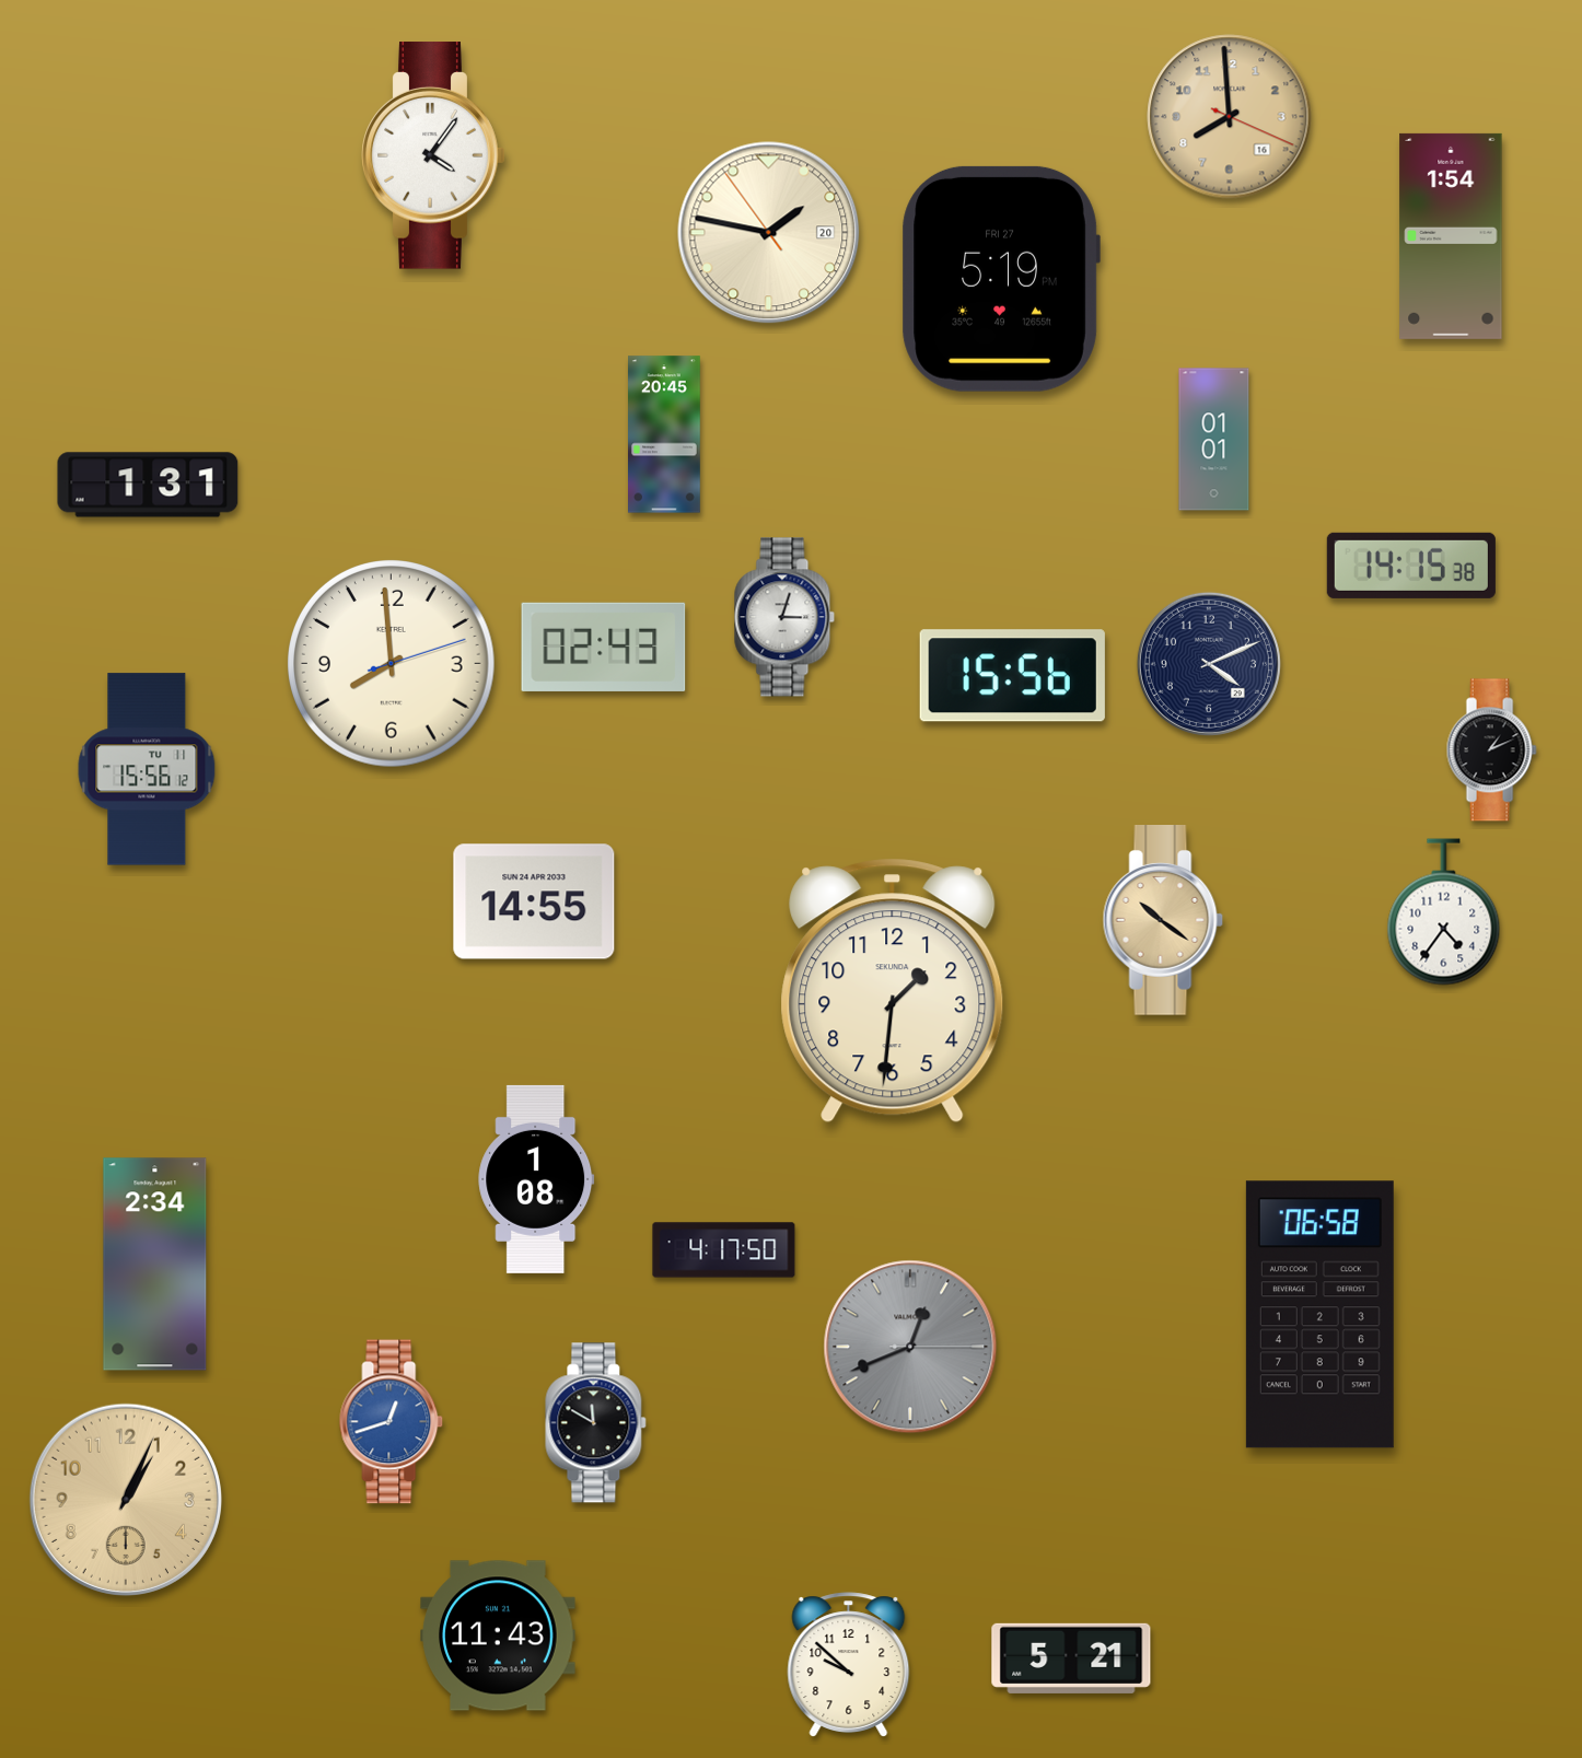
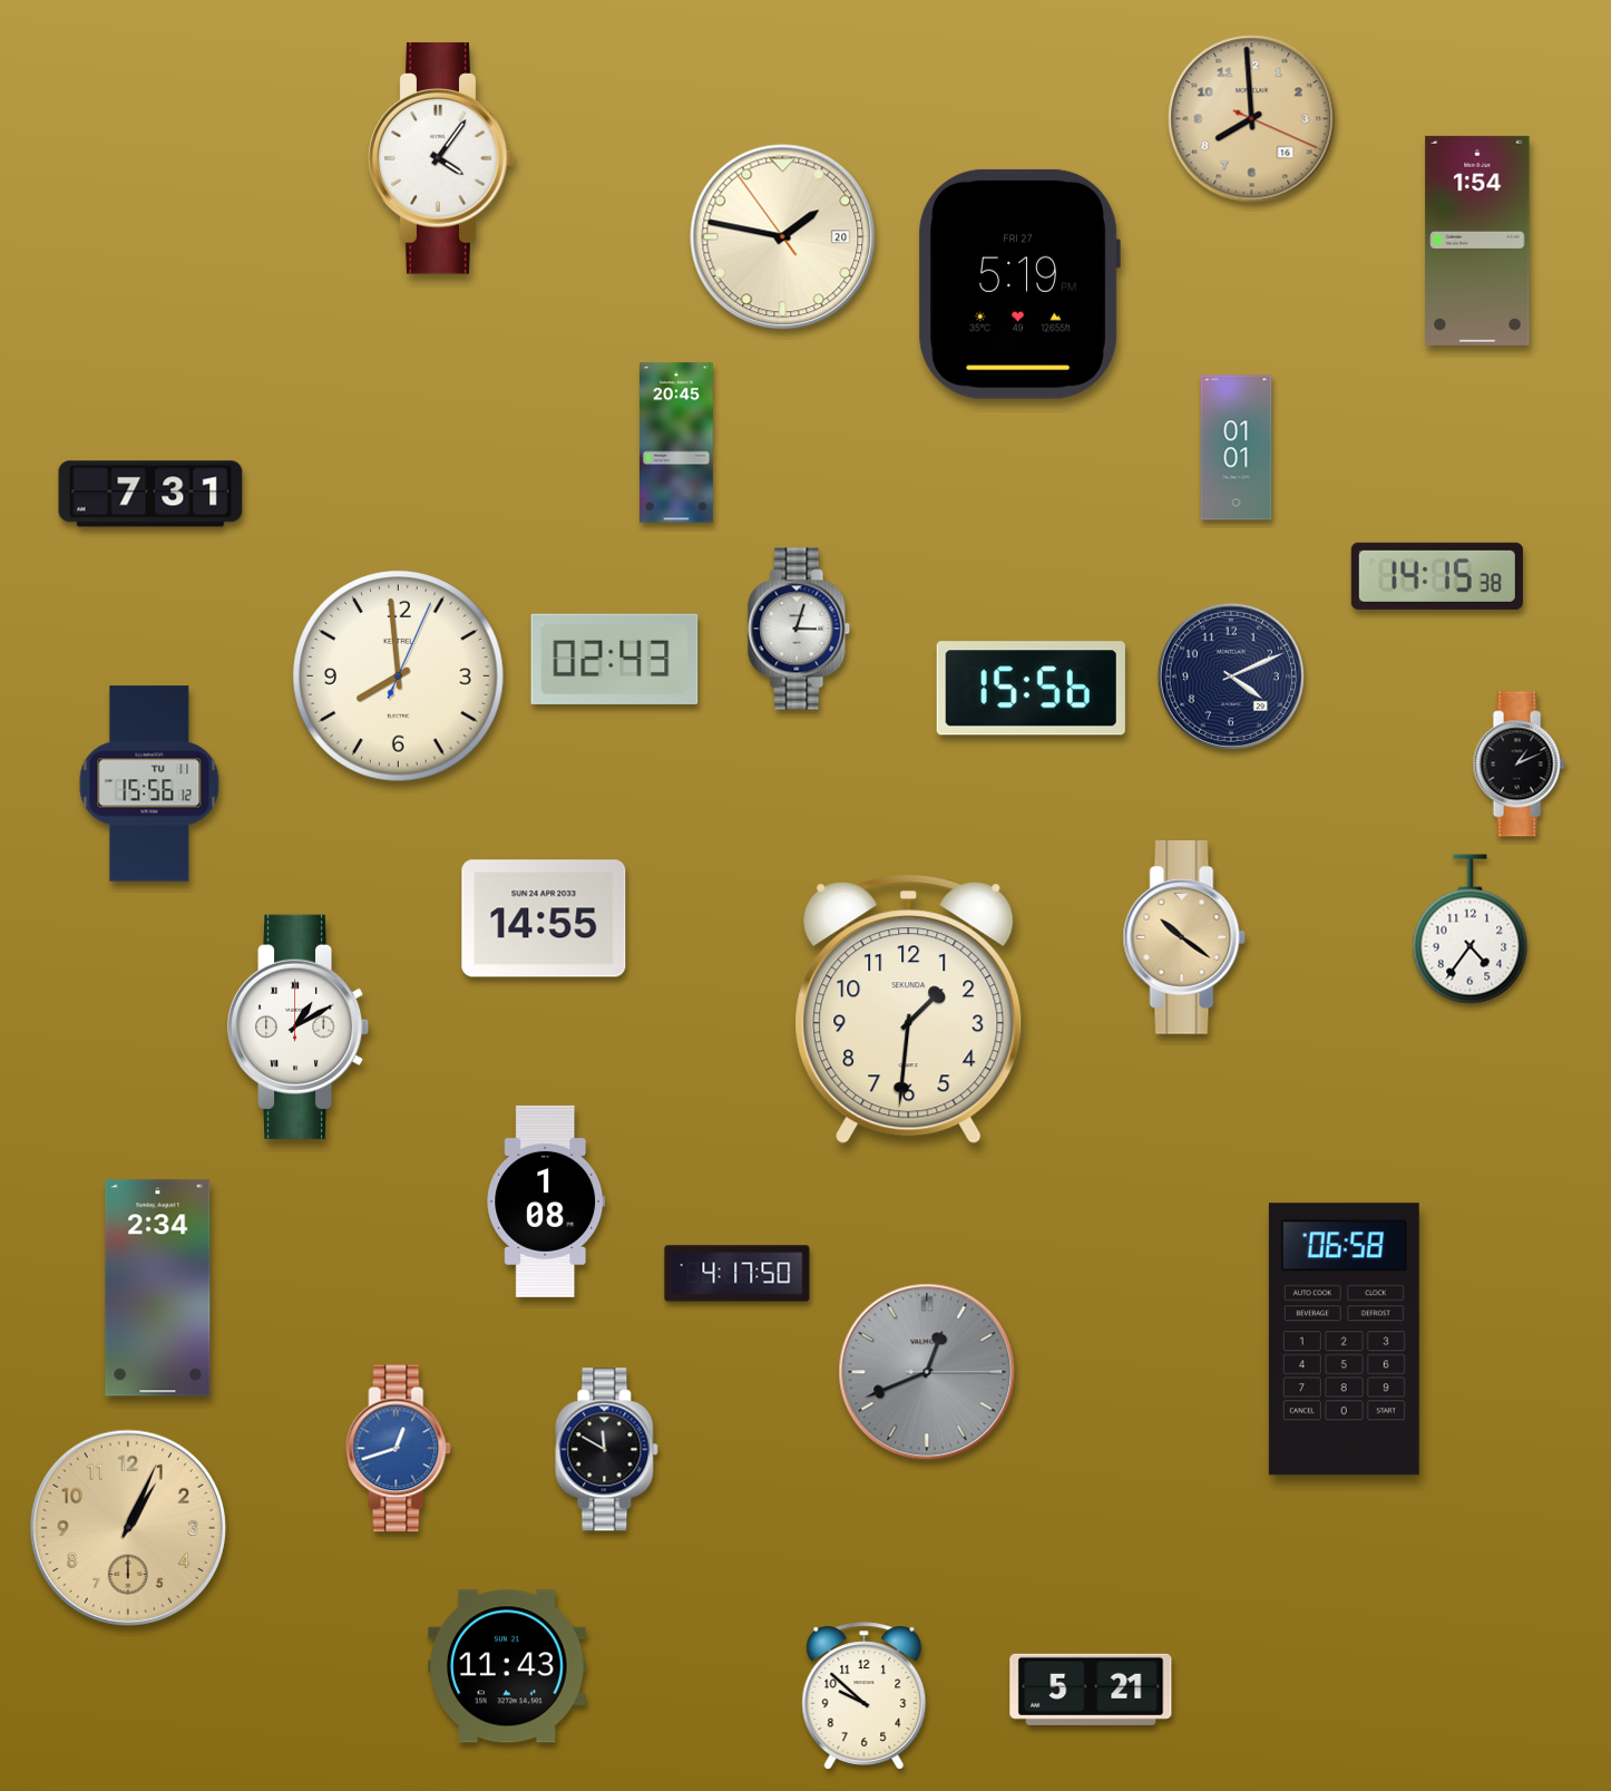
clock at (148, 485): 1:31 -> 7:31
clock at (392, 664): 7:59:12 -> 7:59:04
clock at (299, 1026): none -> 1:10
